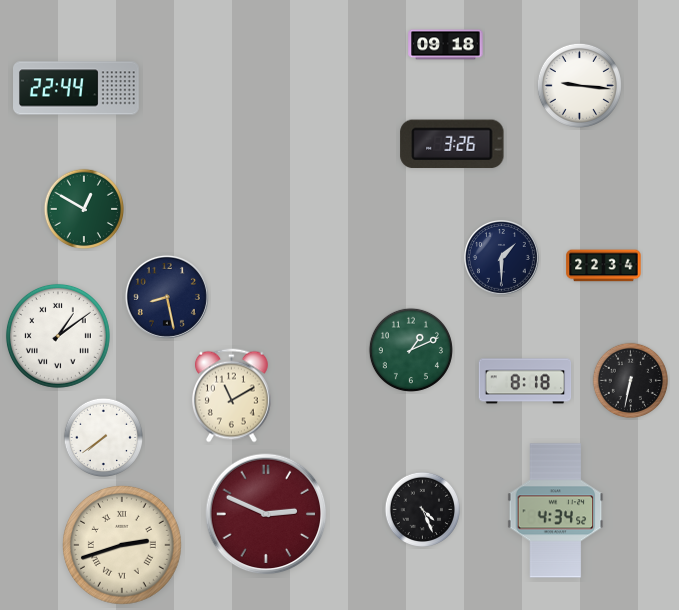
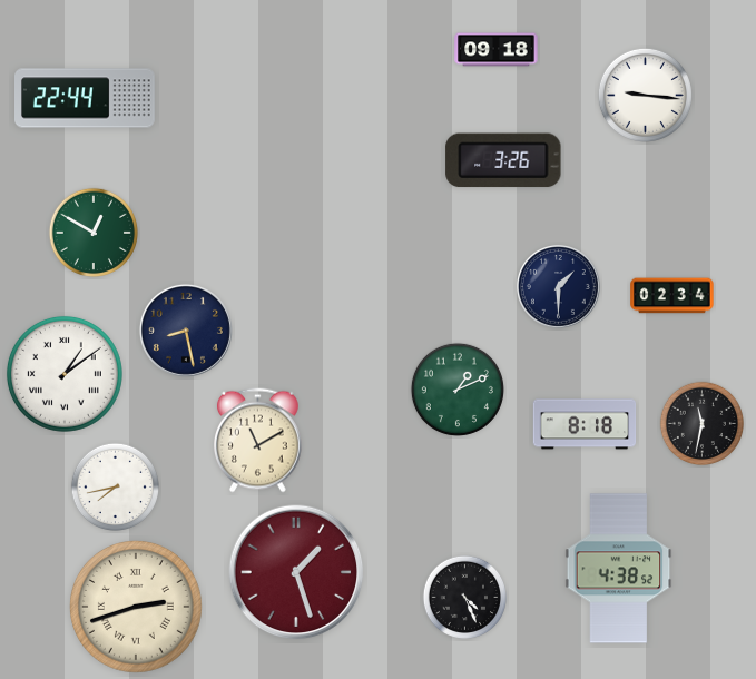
clock at (604, 266): 22:34 -> 02:34
clock at (631, 381): 6:32 -> 11:32
clock at (103, 437): 7:39 -> 7:43
clock at (423, 510) position: (423, 510) -> (465, 598)
clock at (556, 511): 4:34 -> 4:38
clock at (266, 514): 2:49 -> 1:27
